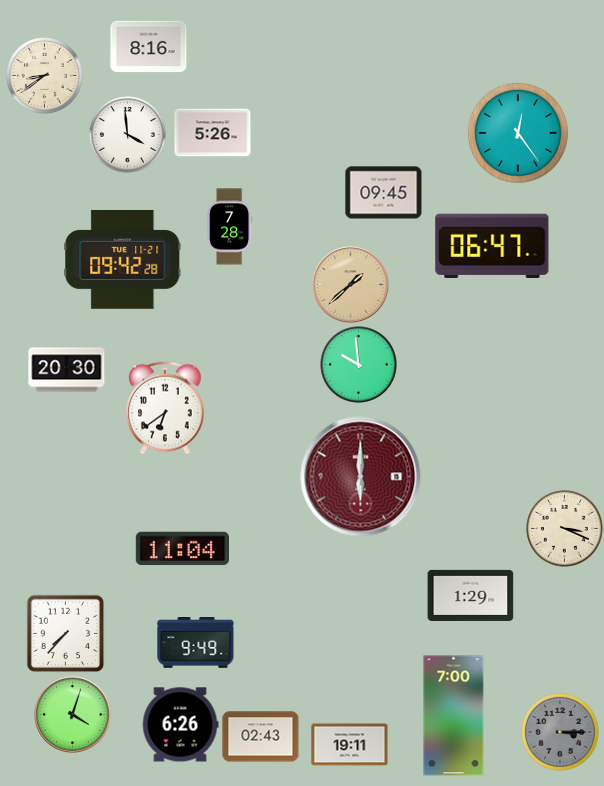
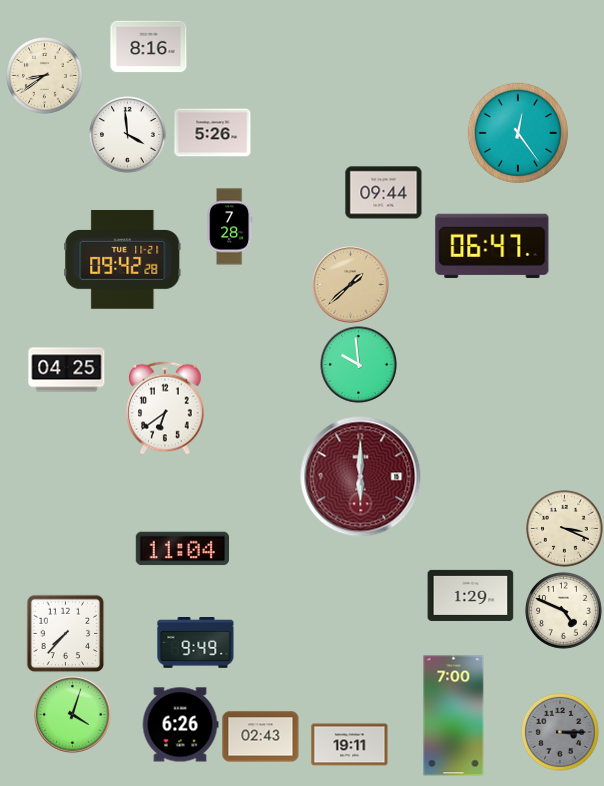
clock at (384, 193): 09:45 -> 09:44
clock at (67, 370): 20:30 -> 04:25
clock at (564, 611): none -> 4:49
